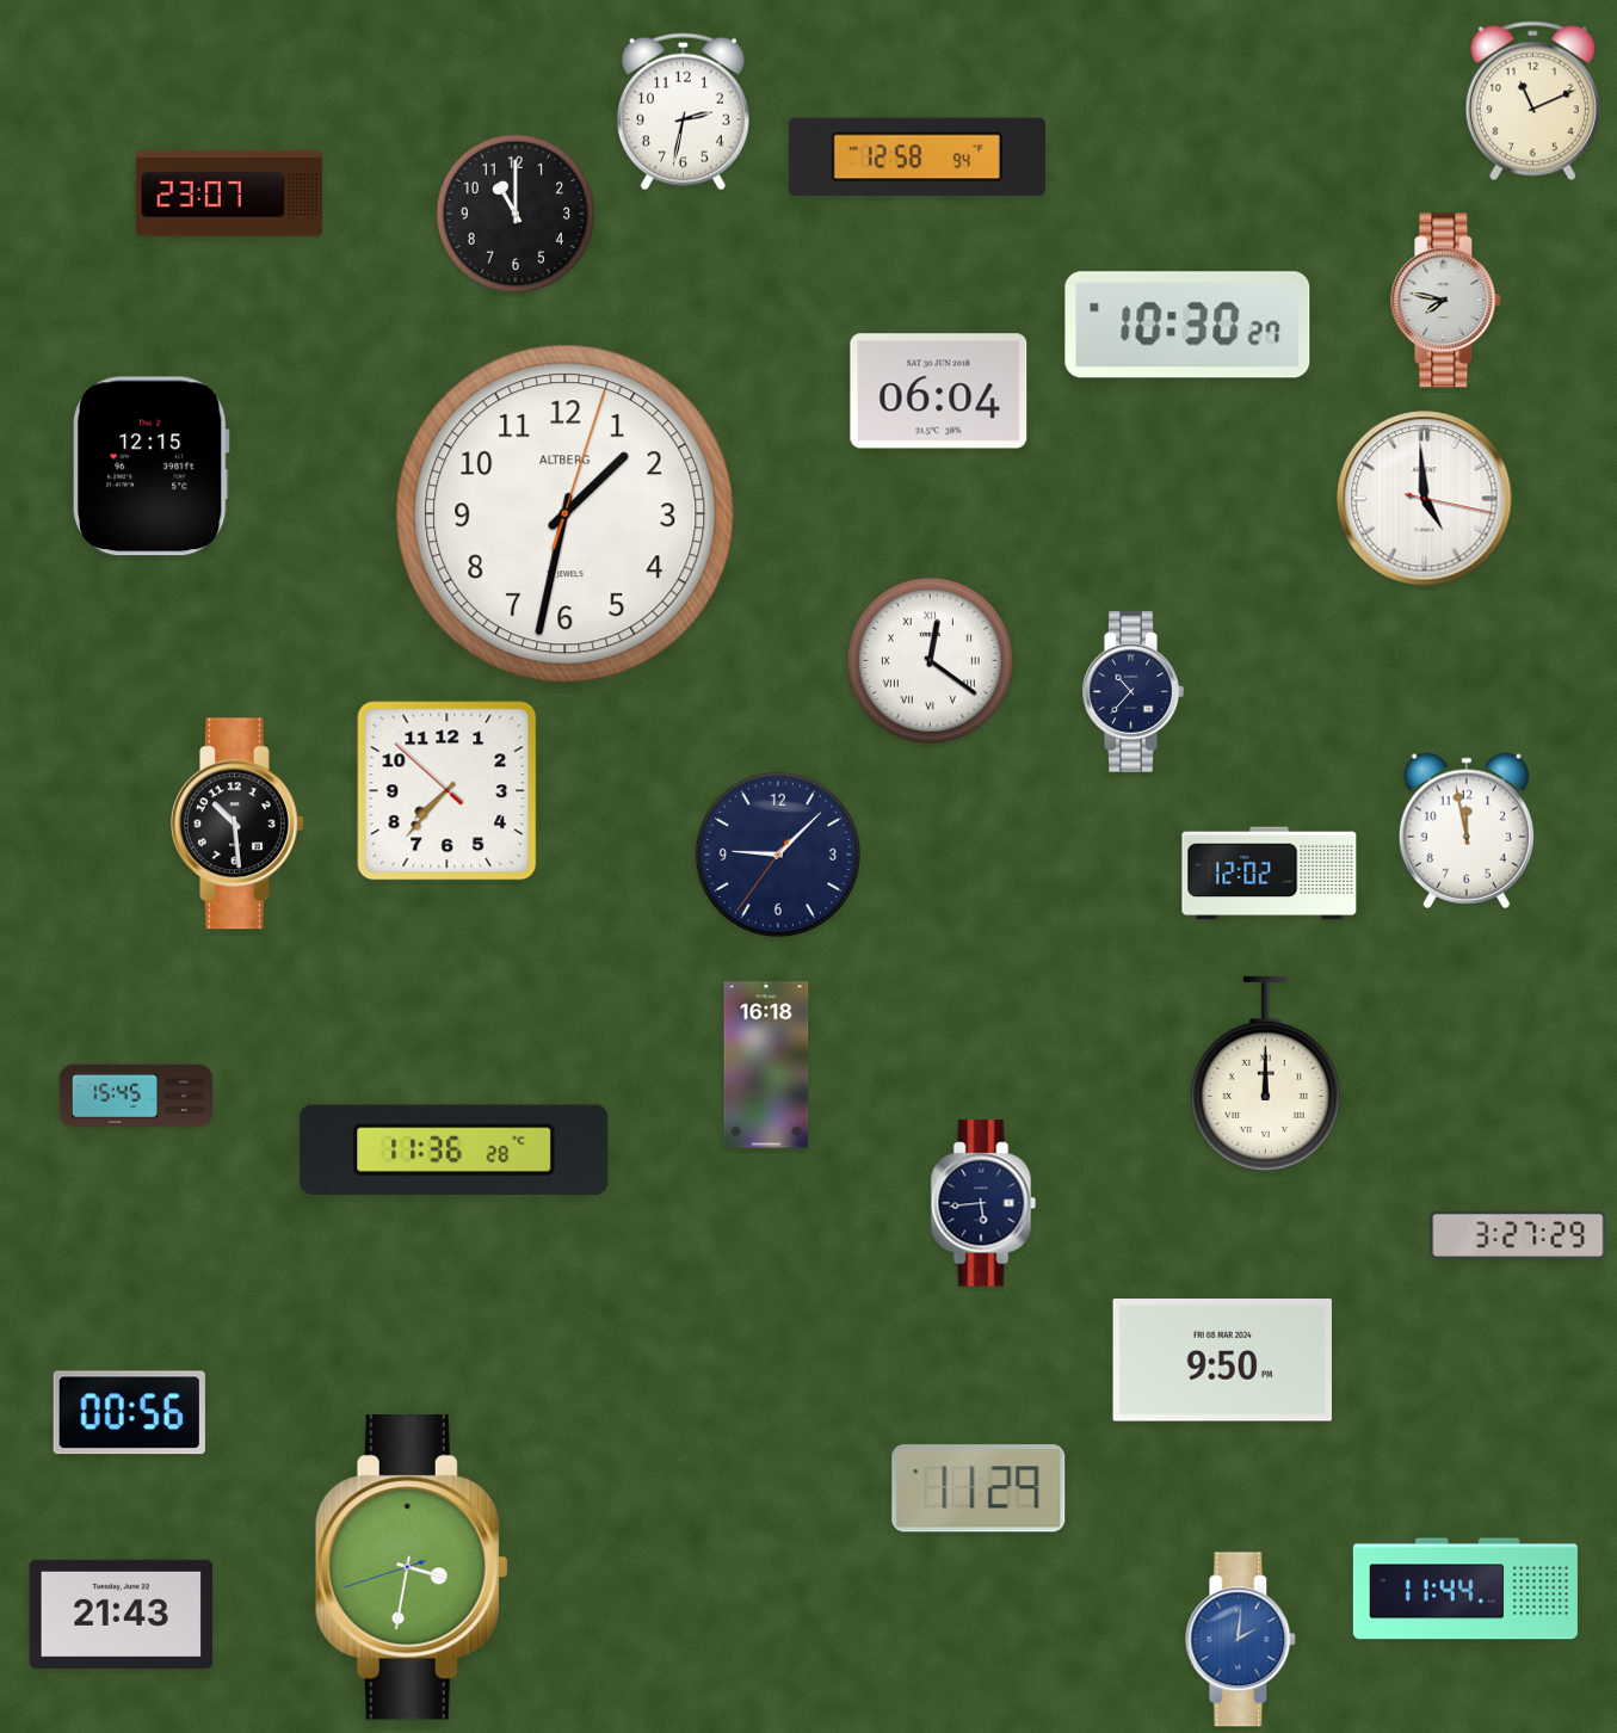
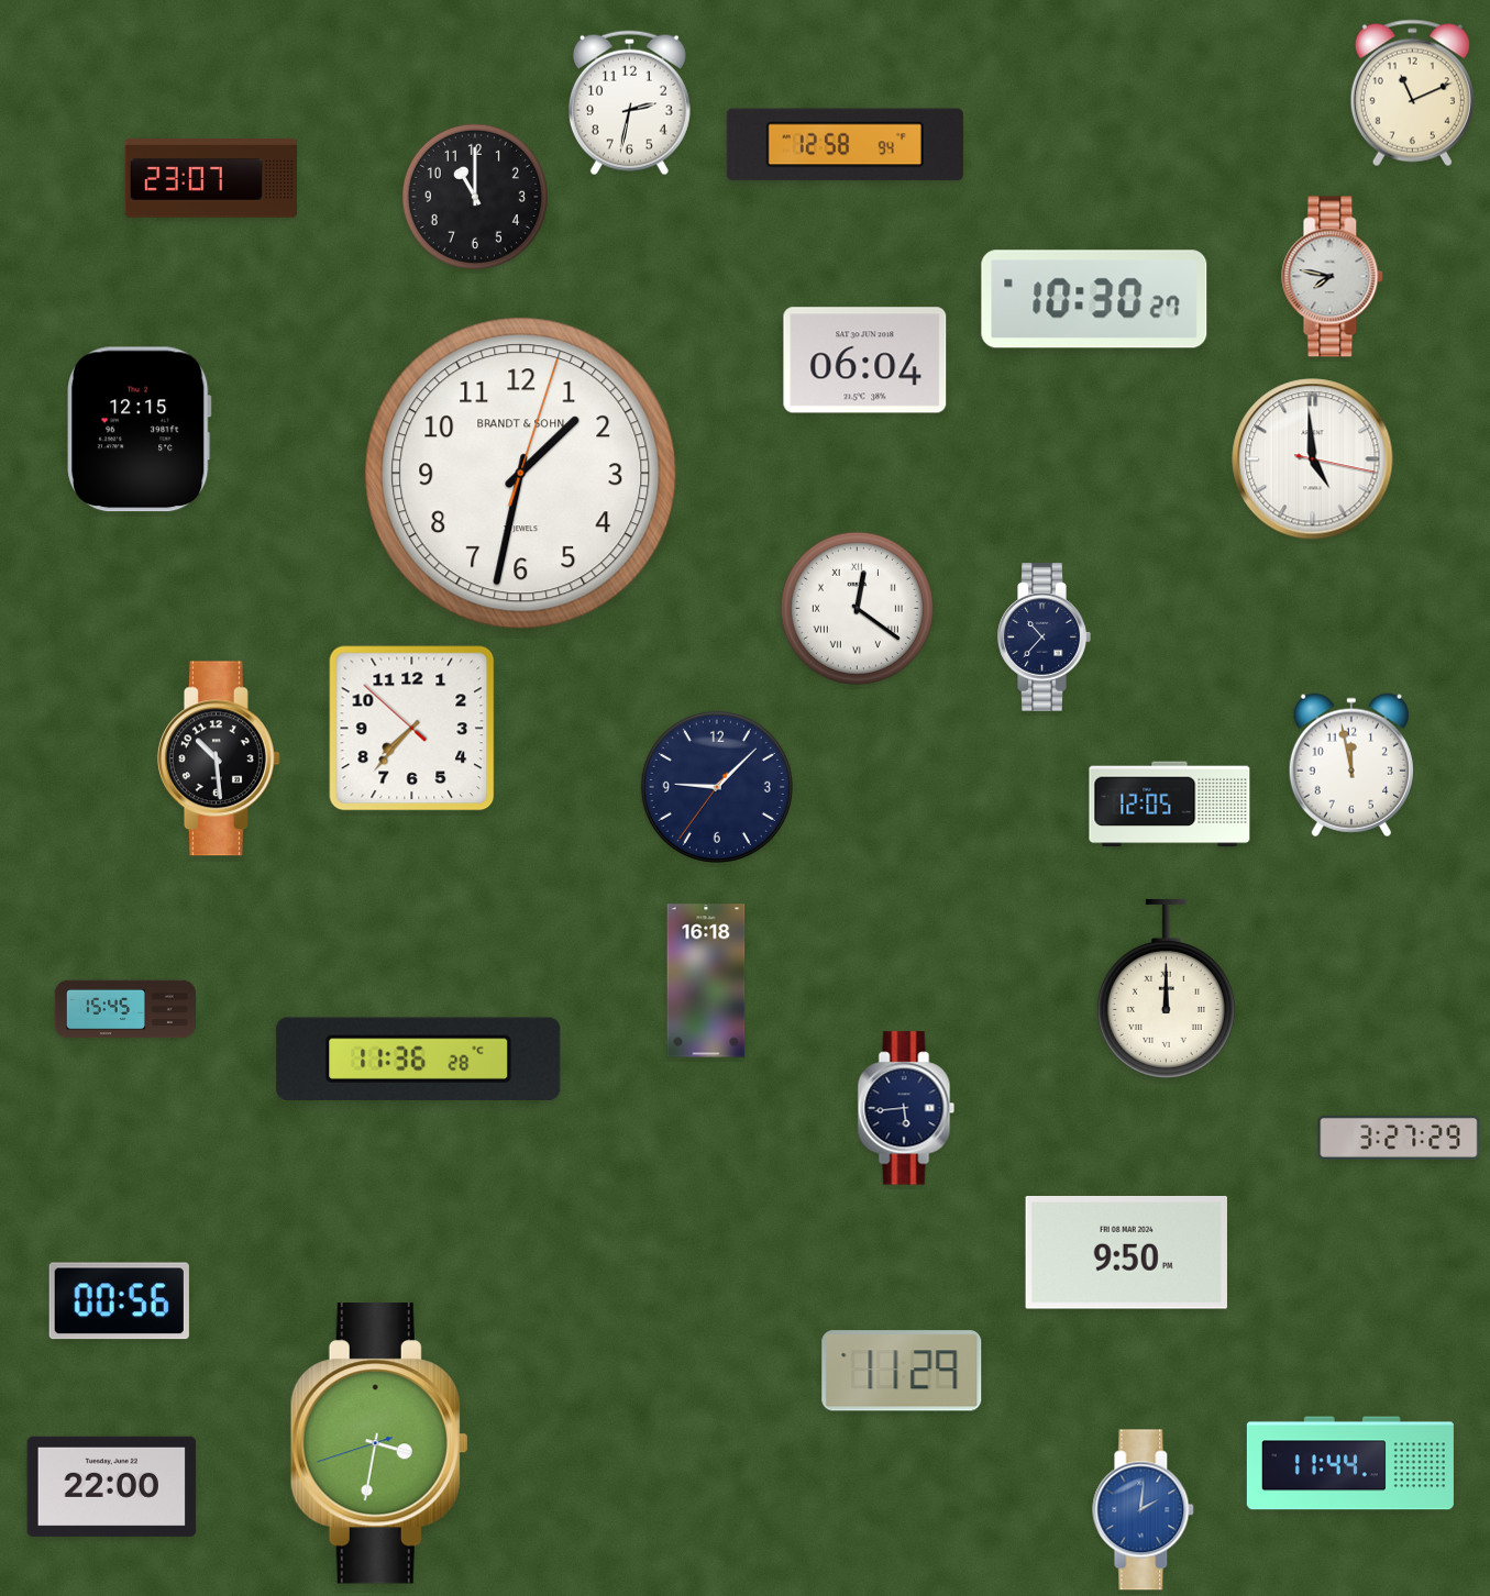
clock at (566, 514) brand: ALTBERG -> BRANDT & SOHN
clock at (1270, 874): 12:02 -> 12:05
clock at (122, 1614): 21:43 -> 22:00
